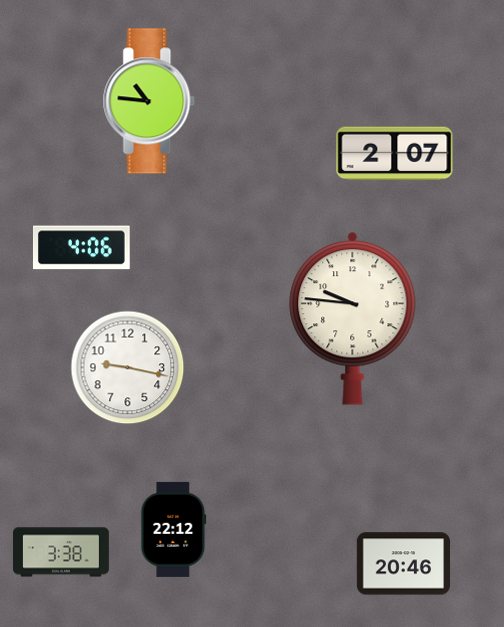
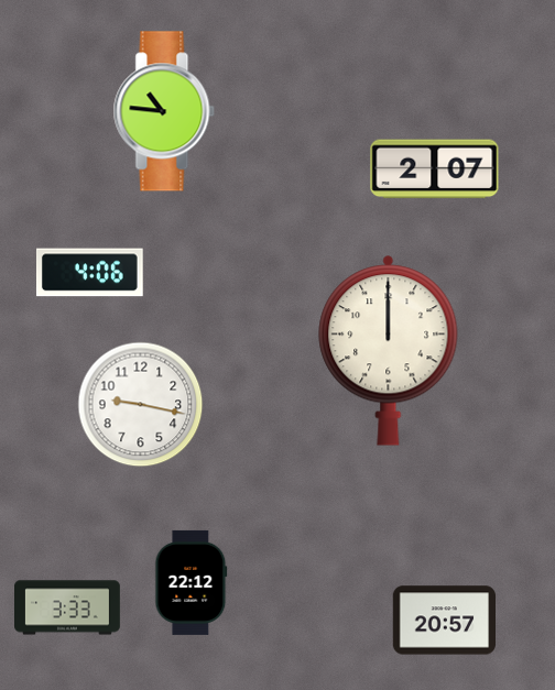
clock at (353, 319): 9:46 -> 12:00
clock at (62, 552): 3:38 -> 3:33
clock at (403, 564): 20:46 -> 20:57
